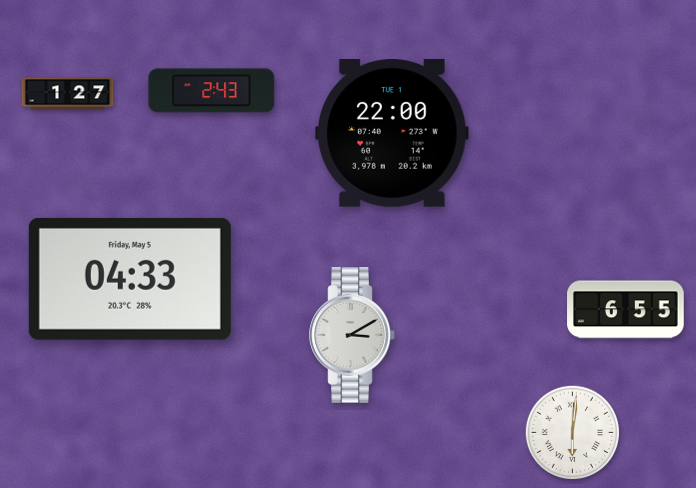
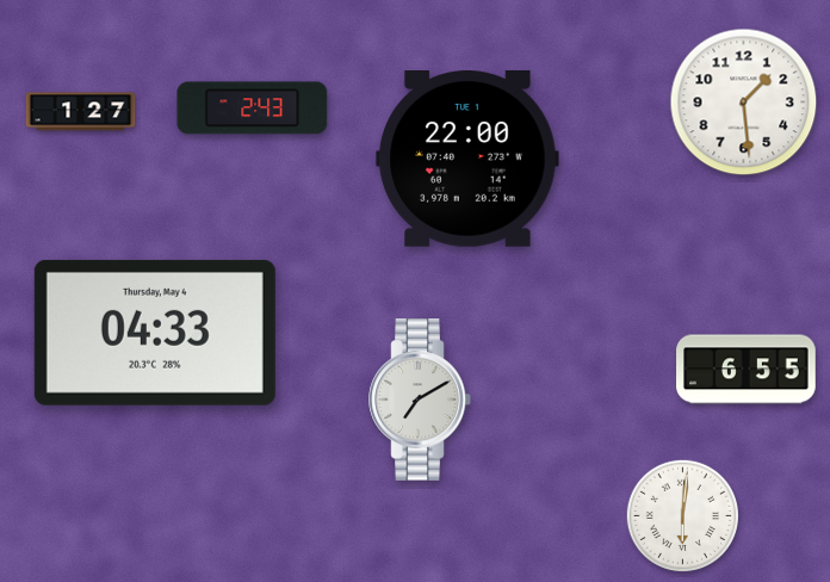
clock at (744, 103): none -> 1:29
clock at (130, 279) date: Friday, May 5 -> Thursday, May 4
clock at (352, 335): 3:10 -> 7:10
